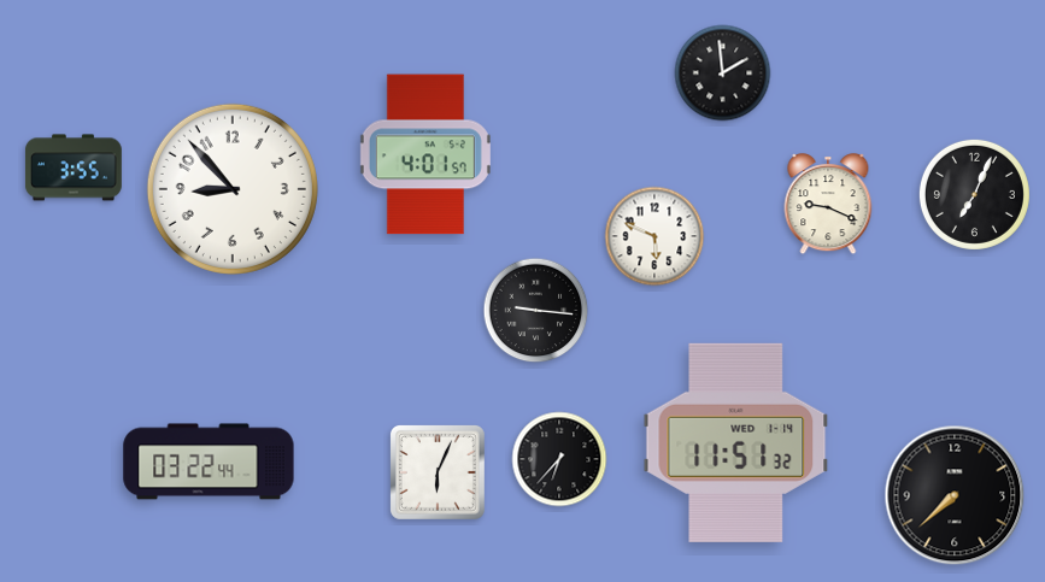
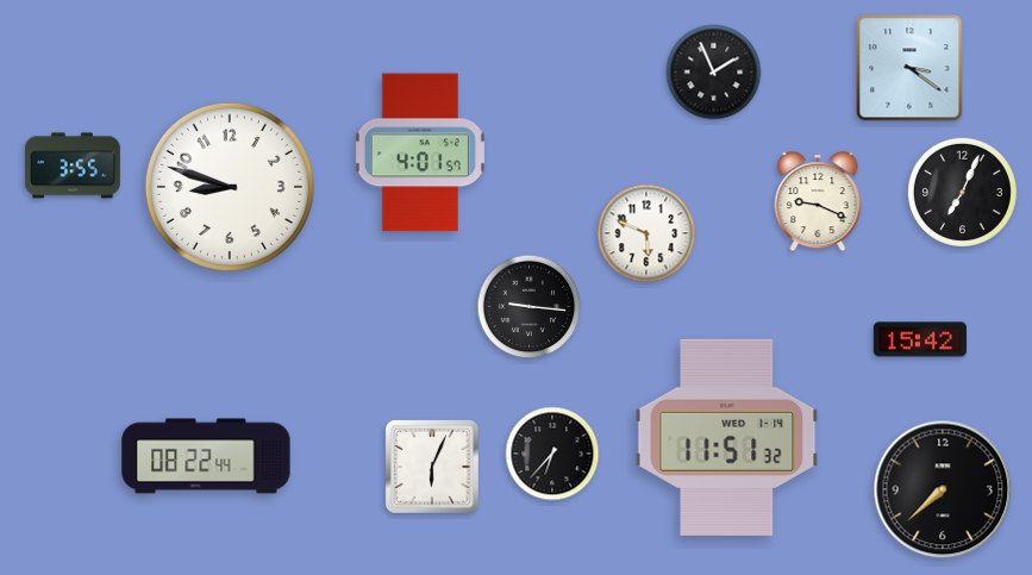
clock at (909, 68): none -> 3:21
clock at (723, 74): 1:59 -> 1:56
clock at (233, 189): 8:53 -> 8:48
clock at (920, 339): none -> 15:42
clock at (209, 462): 03:22 -> 08:22
